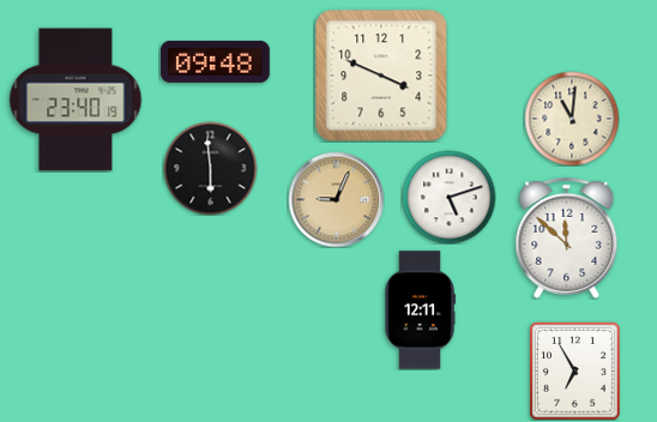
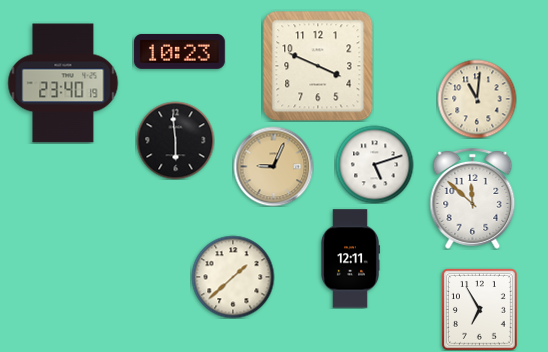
clock at (216, 61): 09:48 -> 10:23
clock at (381, 76) position: (381, 76) -> (318, 66)
clock at (336, 199) position: (336, 199) -> (273, 166)
clock at (233, 277): none -> 1:38
